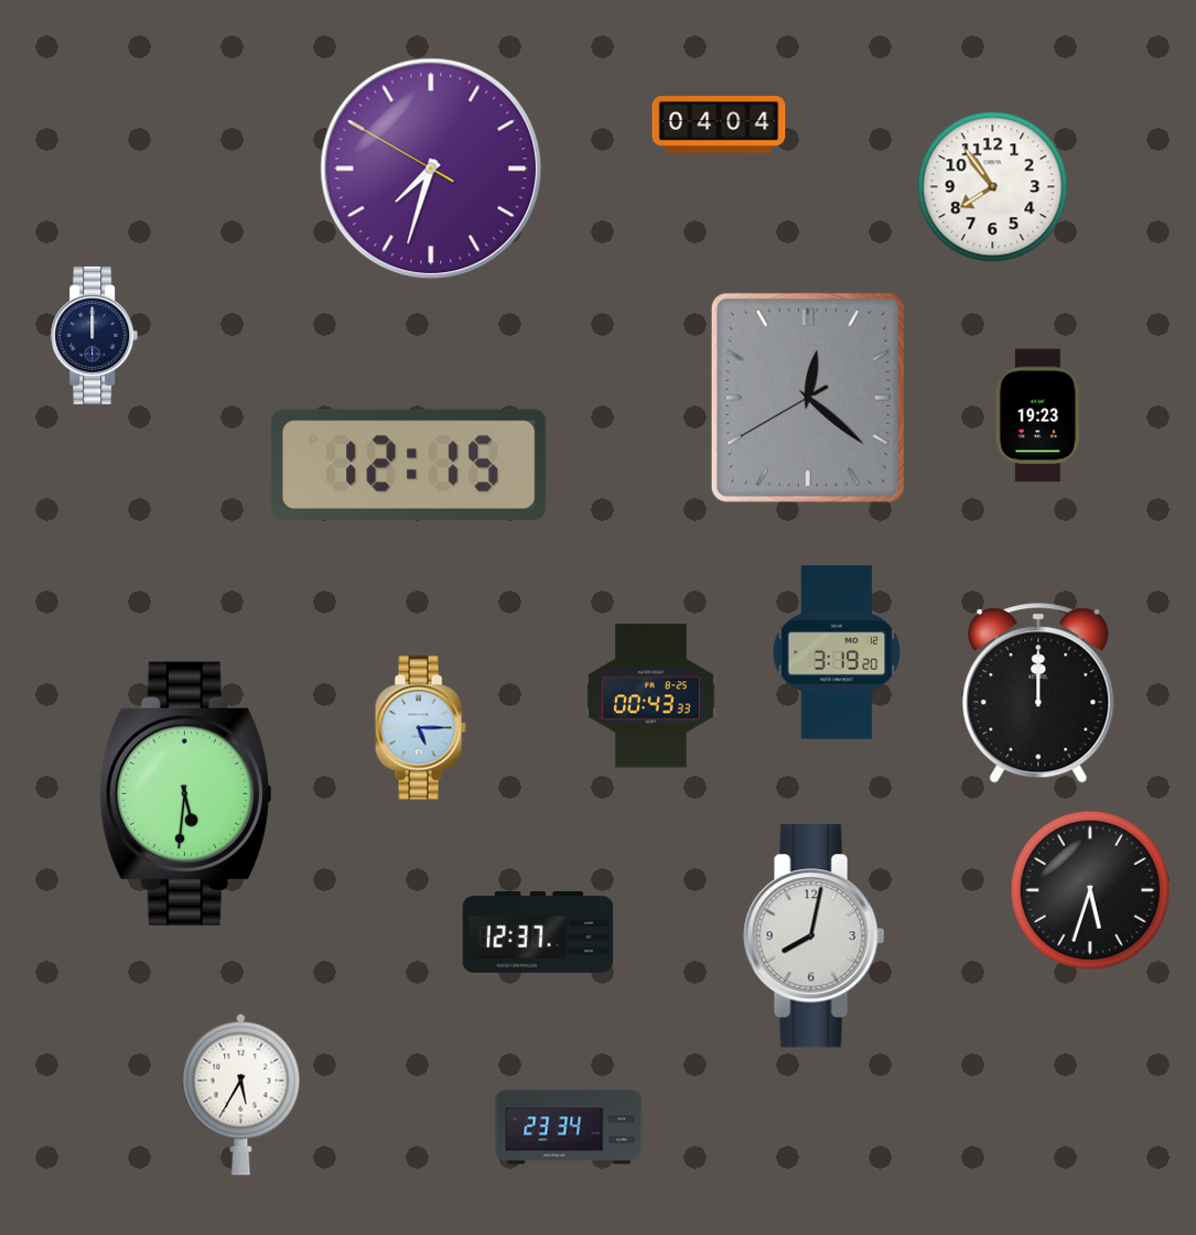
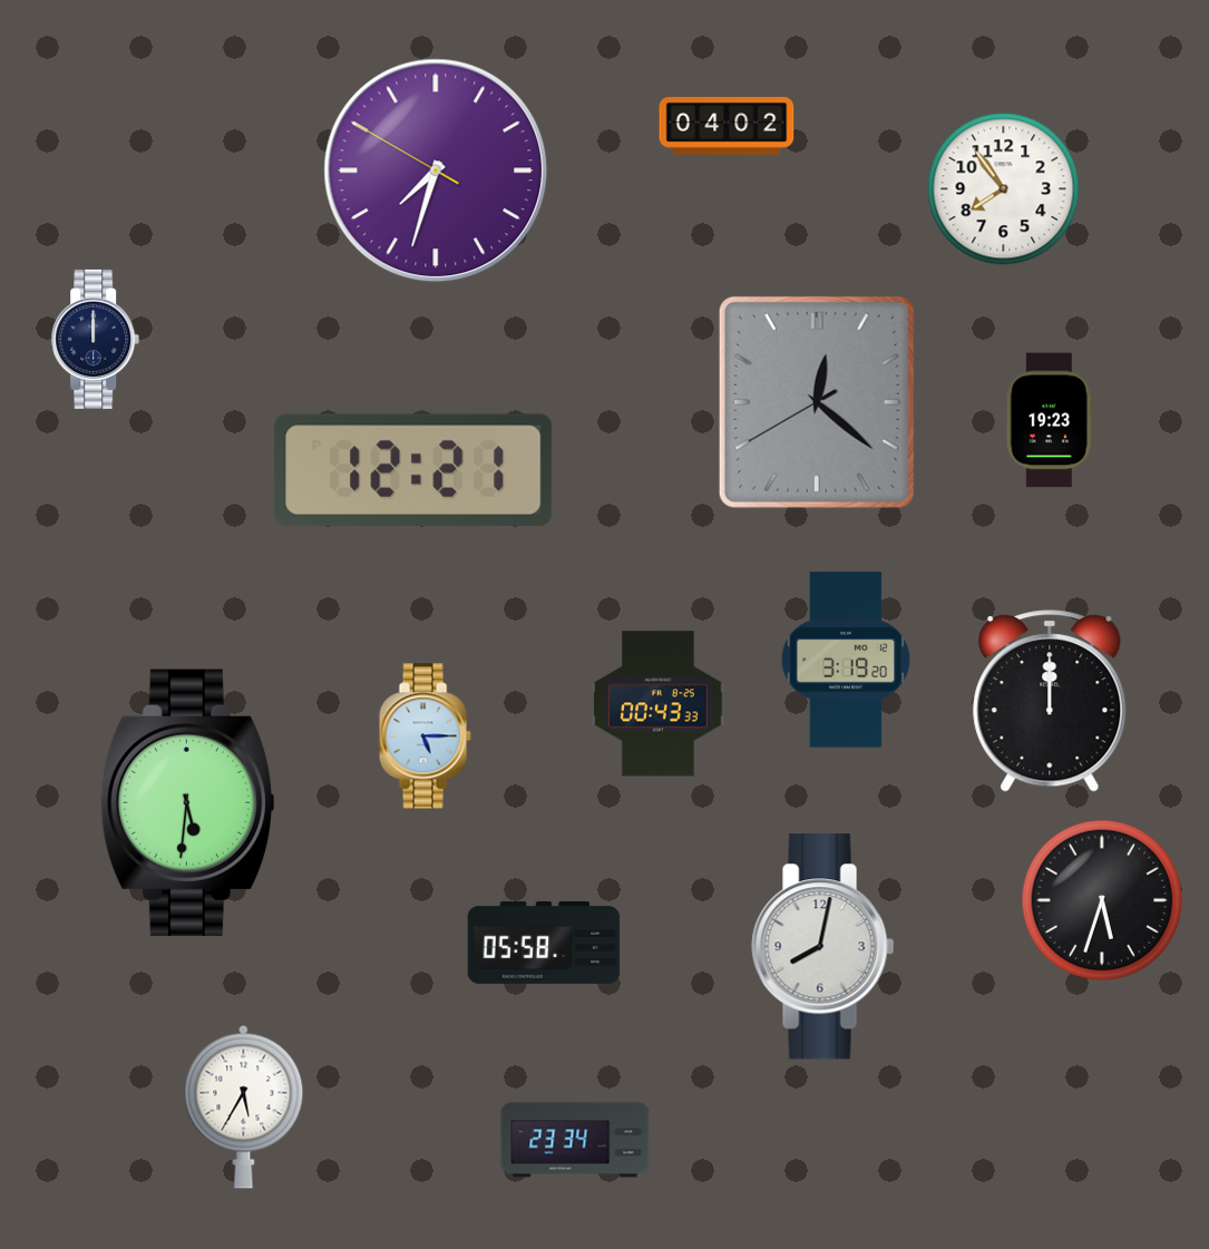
clock at (719, 126): 04:04 -> 04:02
clock at (409, 465): 12:15 -> 12:21
clock at (538, 932): 12:37 -> 05:58
